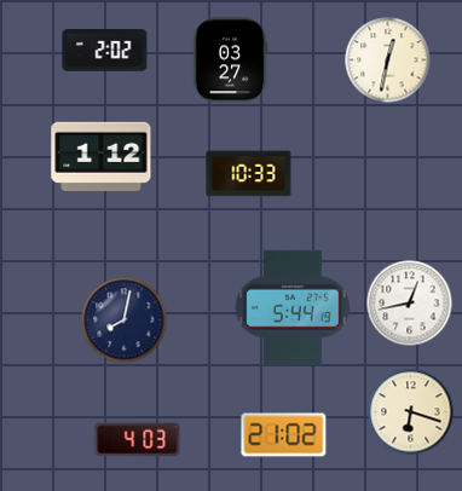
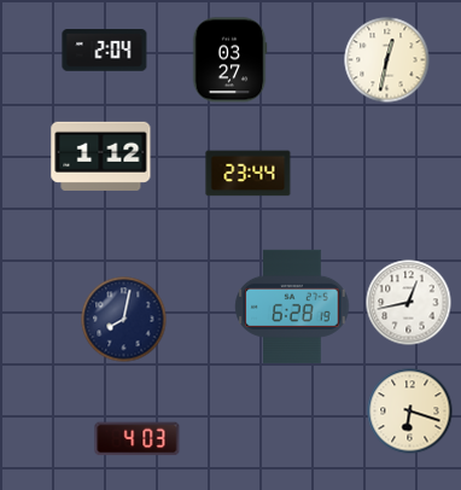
clock at (105, 51): 2:02 -> 2:04
clock at (249, 174): 10:33 -> 23:44
clock at (293, 307): 5:44 -> 6:28
clock at (284, 435): 21:02 -> none
